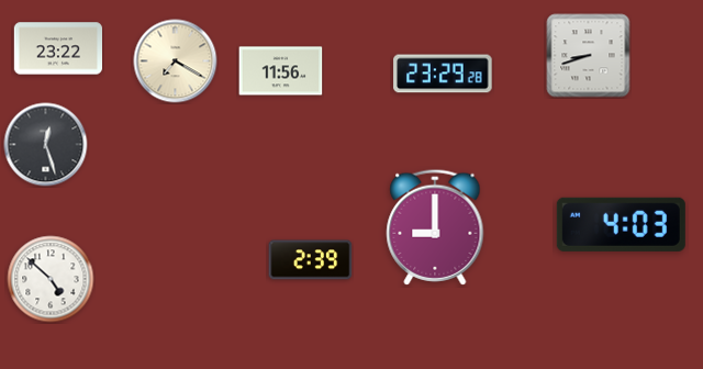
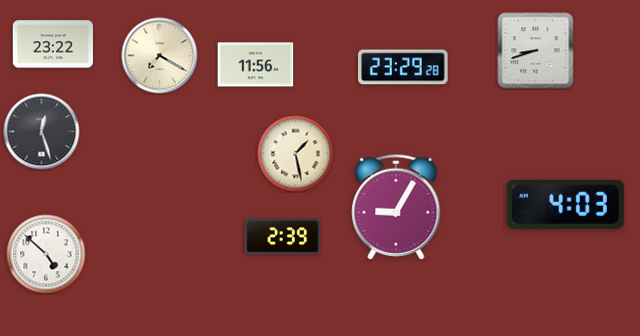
clock at (296, 154): none -> 1:28
clock at (435, 227): 9:00 -> 9:05
